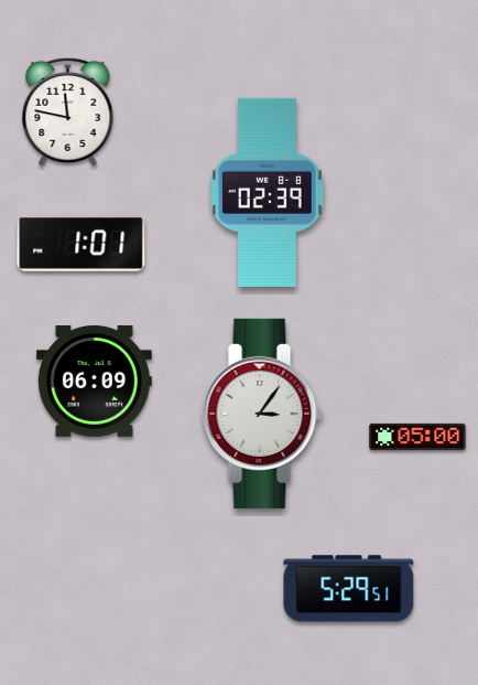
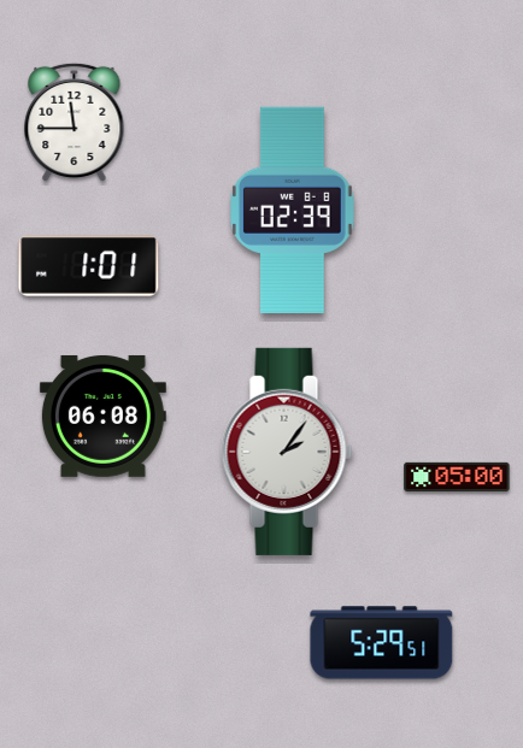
clock at (68, 113): 11:47 -> 11:45
clock at (94, 381): 06:09 -> 06:08
clock at (262, 414): 3:06 -> 2:06
